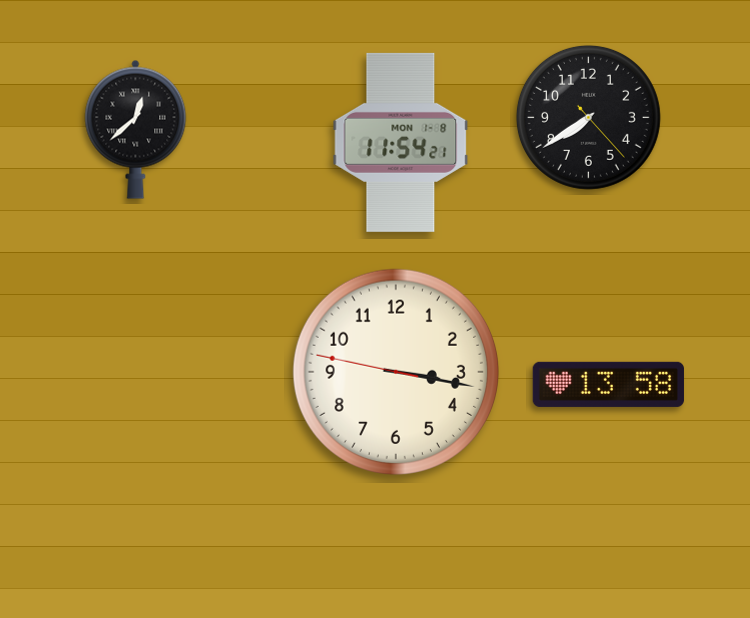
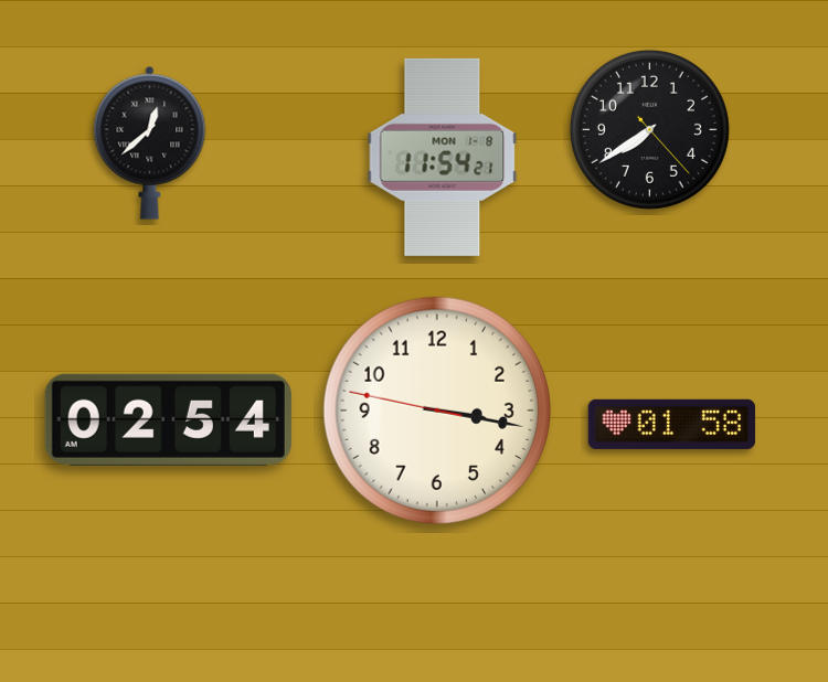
clock at (168, 419): none -> 02:54
clock at (608, 384): 13:58 -> 01:58
